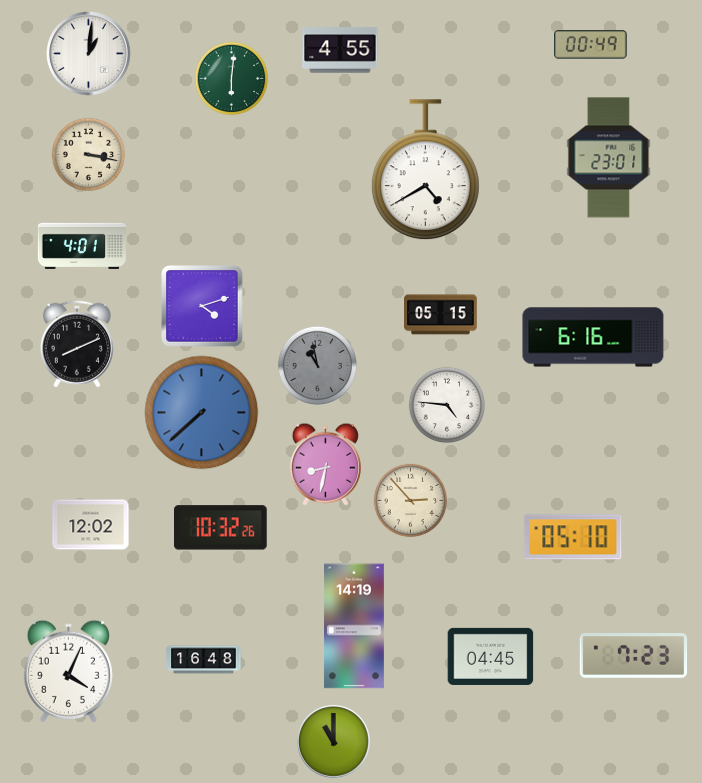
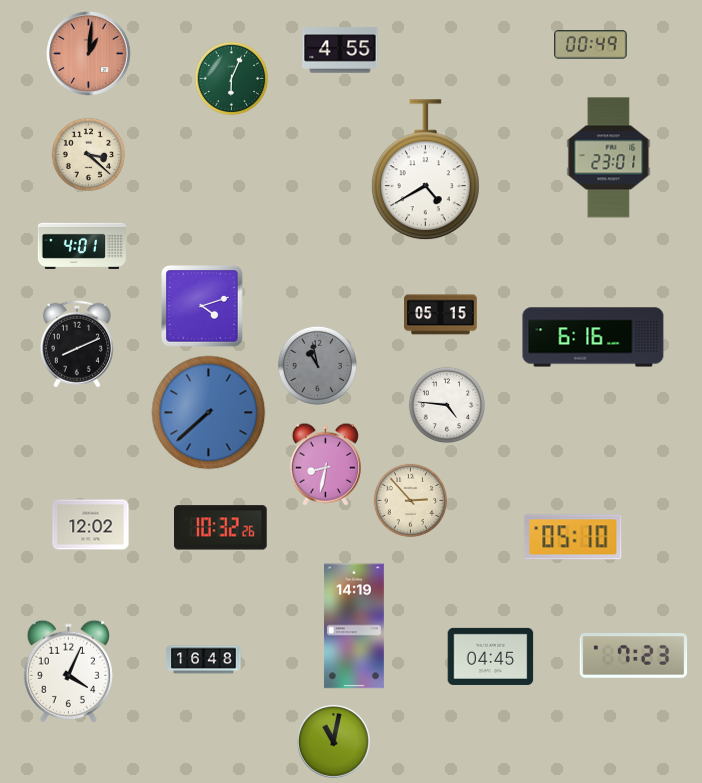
clock at (89, 54) dial: white -> salmon
clock at (232, 79): 6:01 -> 6:04
clock at (89, 155): 3:17 -> 3:22
clock at (202, 413) position: (202, 413) -> (209, 413)
clock at (333, 741): 11:00 -> 11:02
